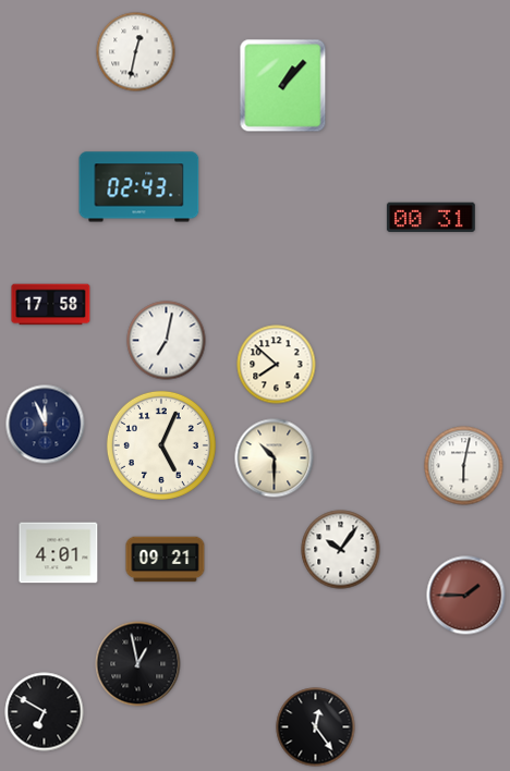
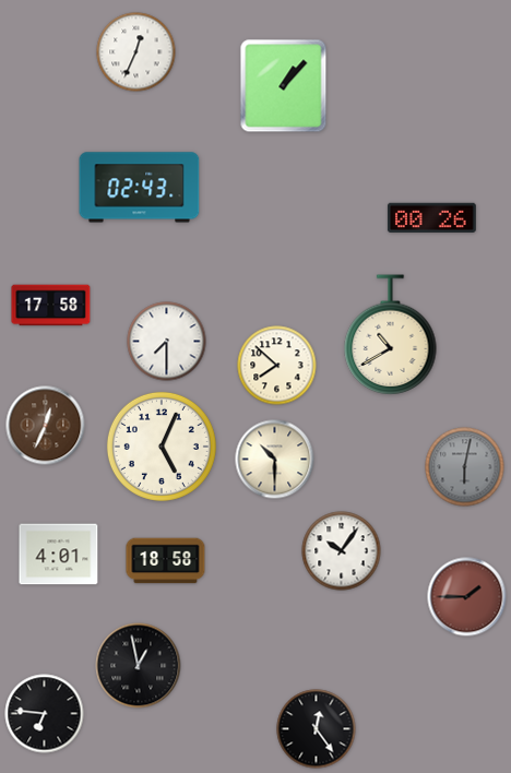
clock at (136, 52): 12:32 -> 12:34
clock at (430, 217): 00:31 -> 00:26
clock at (391, 334): none -> 10:40
clock at (167, 341): 7:02 -> 7:30
clock at (46, 425): 11:56 -> 12:34
clock at (46, 425) dial: navy -> brown
clock at (464, 466) dial: white -> grey
clock at (166, 560): 09:21 -> 18:58
clock at (45, 712): 6:50 -> 6:46
